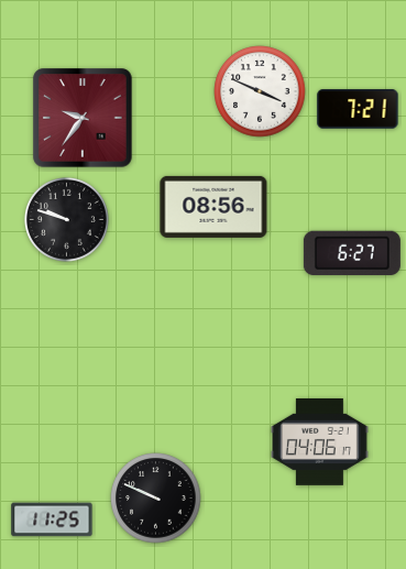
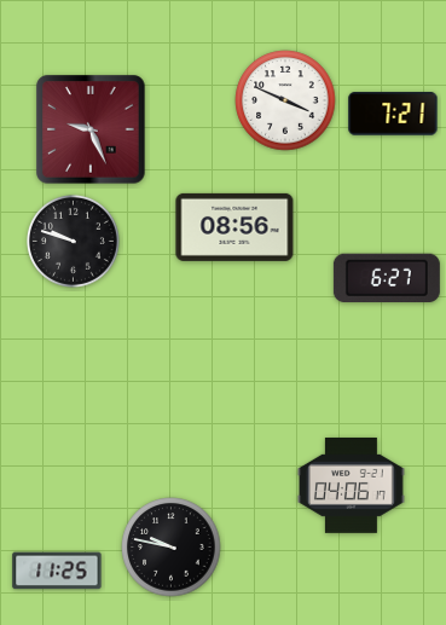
clock at (358, 109) position: (358, 109) -> (393, 114)
clock at (83, 118): 9:36 -> 9:26
clock at (156, 499): 9:49 -> 9:47
